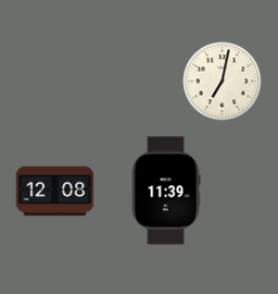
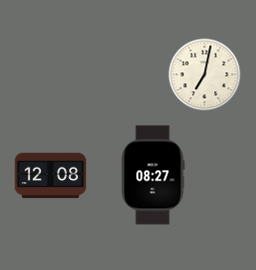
clock at (166, 191): 11:39 -> 08:27
